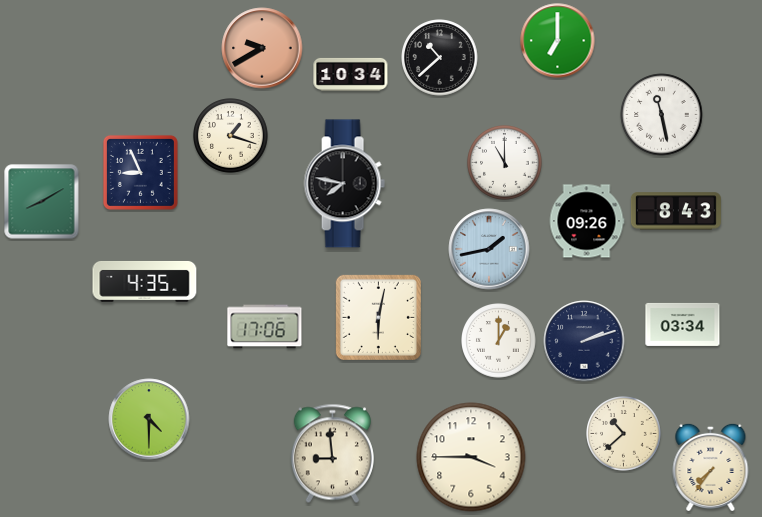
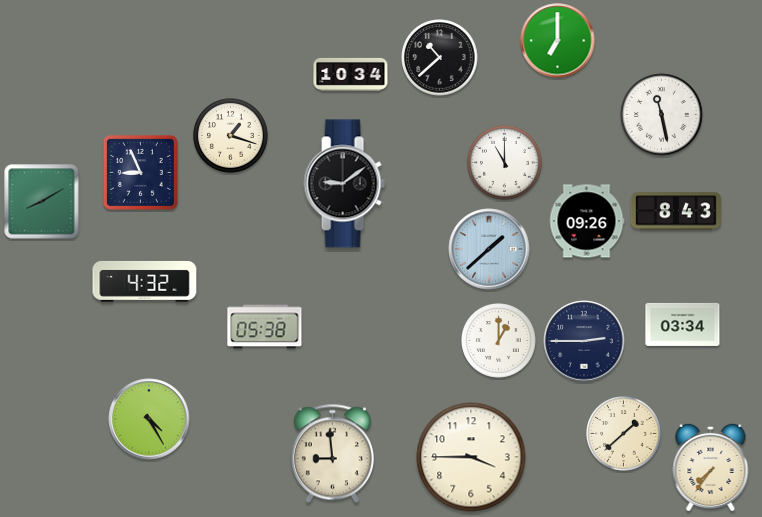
clock at (262, 48): 9:40 -> none
clock at (344, 184): 7:47 -> 9:09
clock at (489, 249): 1:43 -> 1:38
clock at (145, 281): 4:35 -> 4:32
clock at (378, 317): 6:02 -> none
clock at (265, 327): 17:06 -> 05:38
clock at (584, 341): 2:12 -> 2:45
clock at (149, 419): 4:30 -> 4:25
clock at (624, 434): 10:38 -> 1:38
